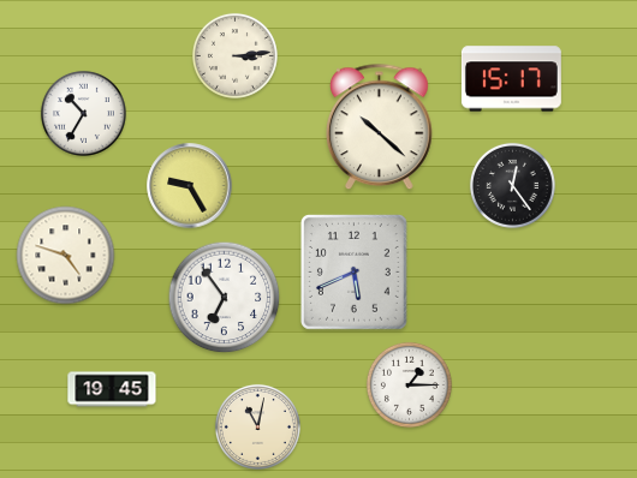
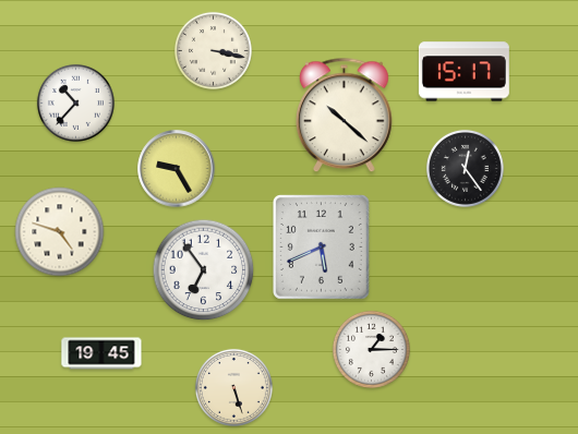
clock at (234, 55): 3:14 -> 3:17
clock at (83, 113): 10:35 -> 10:37
clock at (190, 186) position: (190, 186) -> (177, 169)
clock at (257, 426): 11:02 -> 5:27
